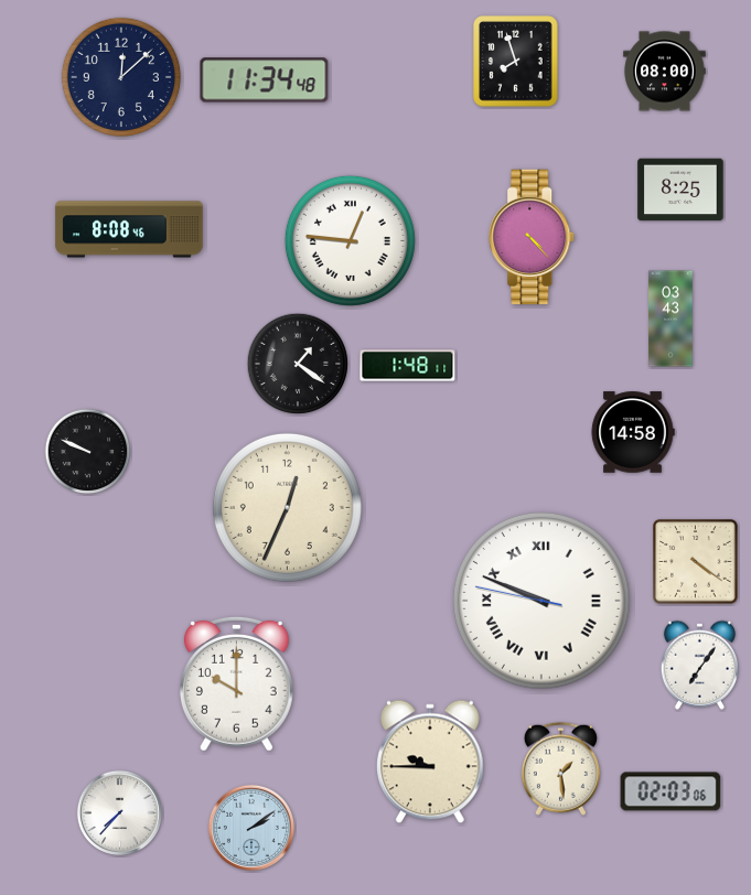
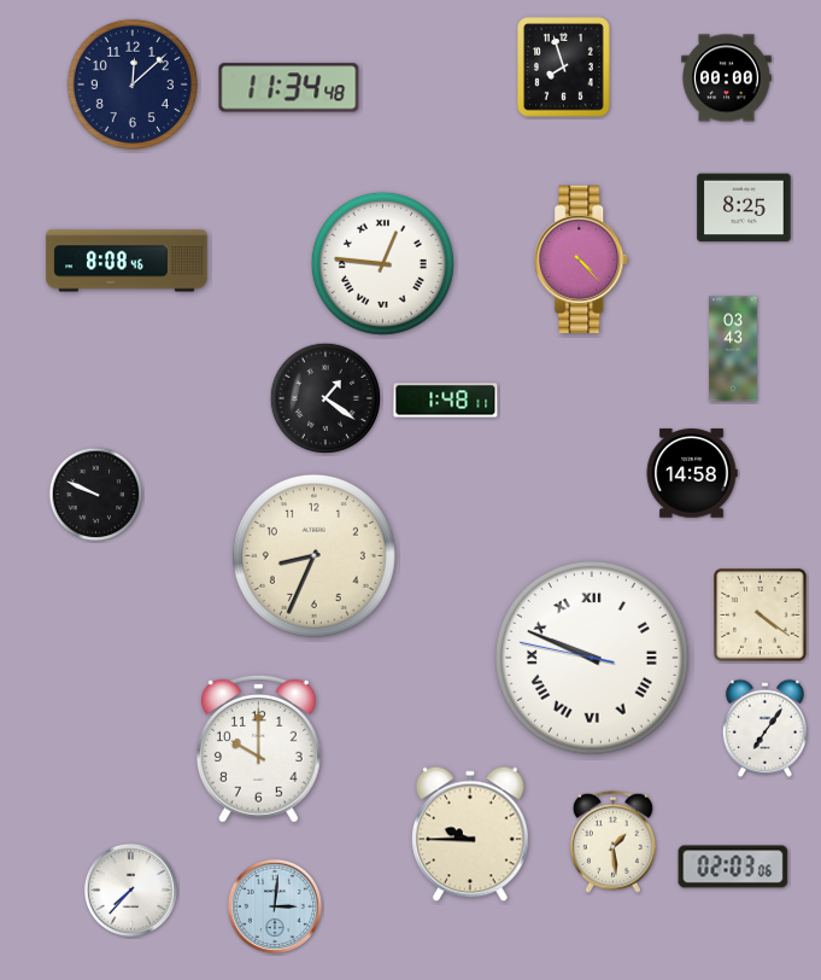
clock at (665, 72): 08:00 -> 00:00
clock at (129, 229) position: (129, 229) -> (127, 261)
clock at (287, 507): 12:34 -> 8:34
clock at (251, 828): 2:09 -> 3:01
